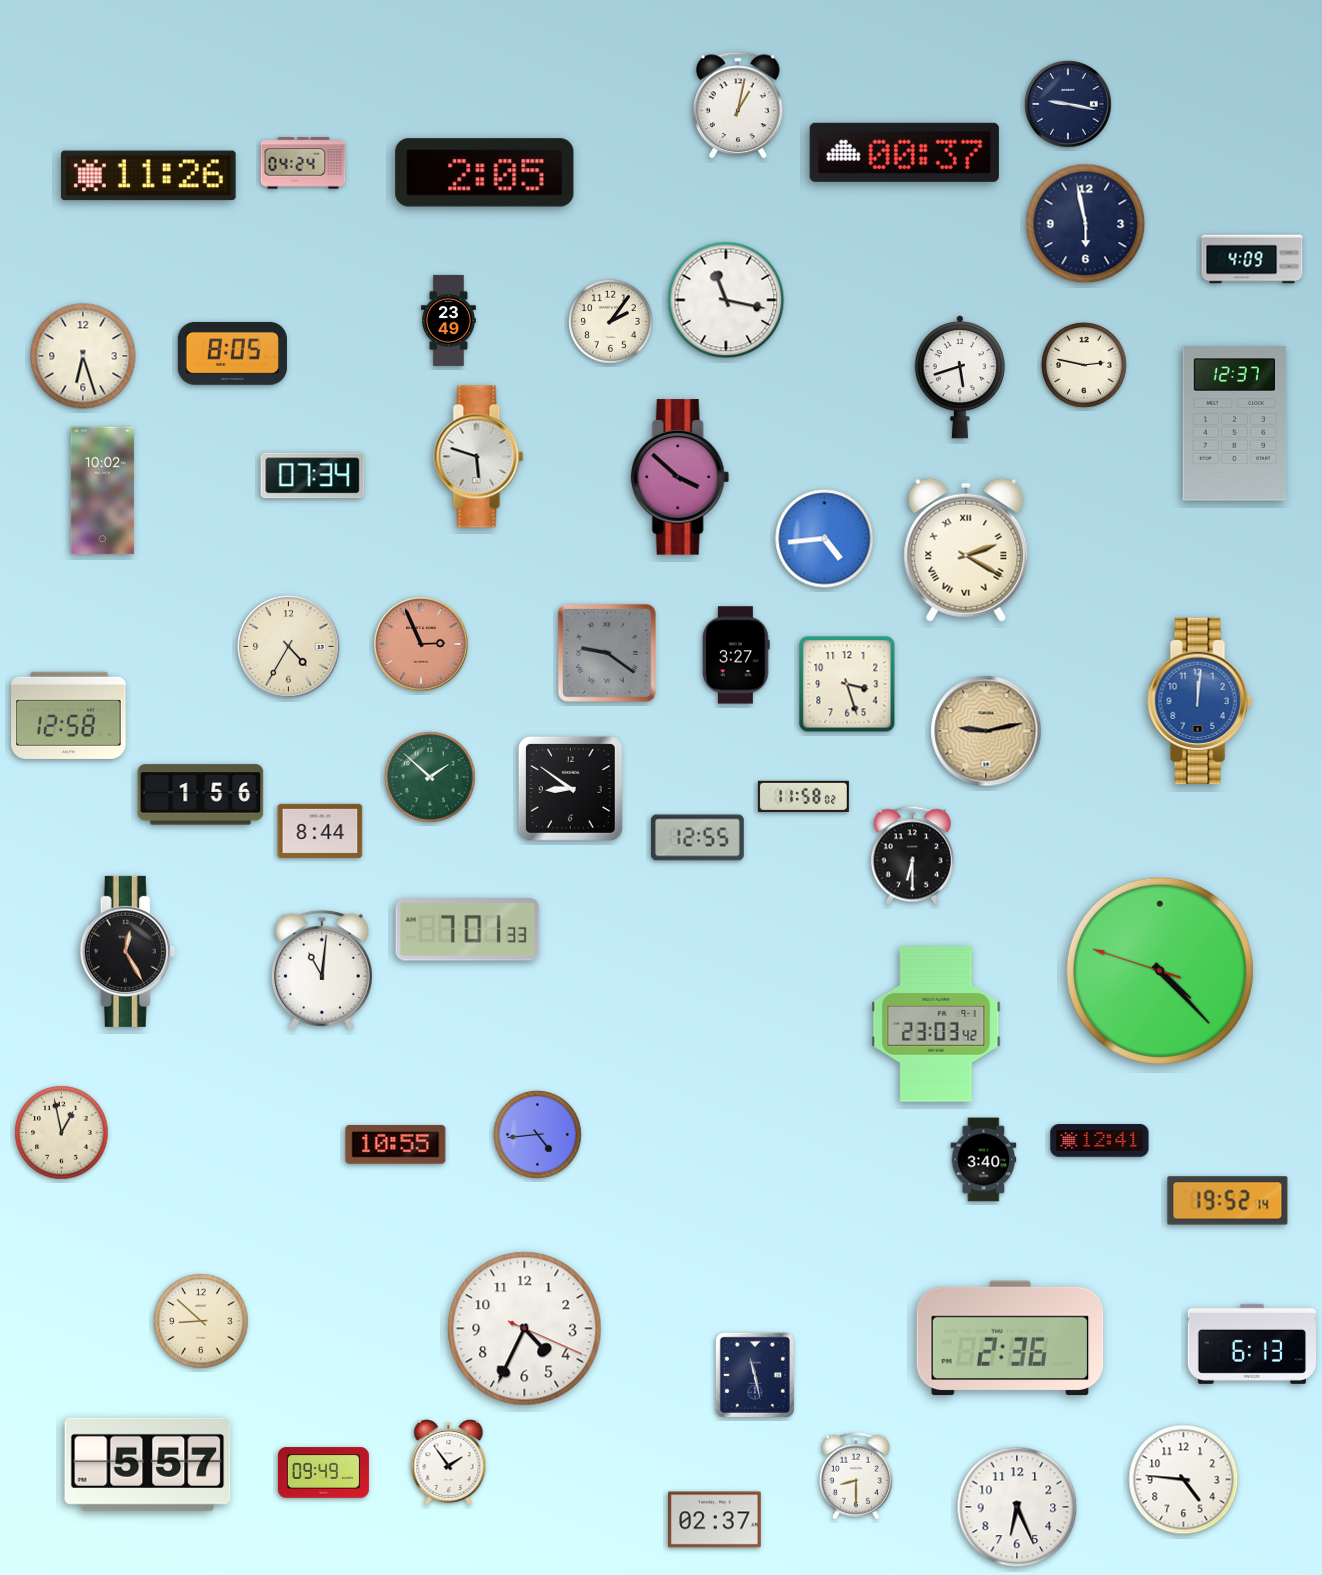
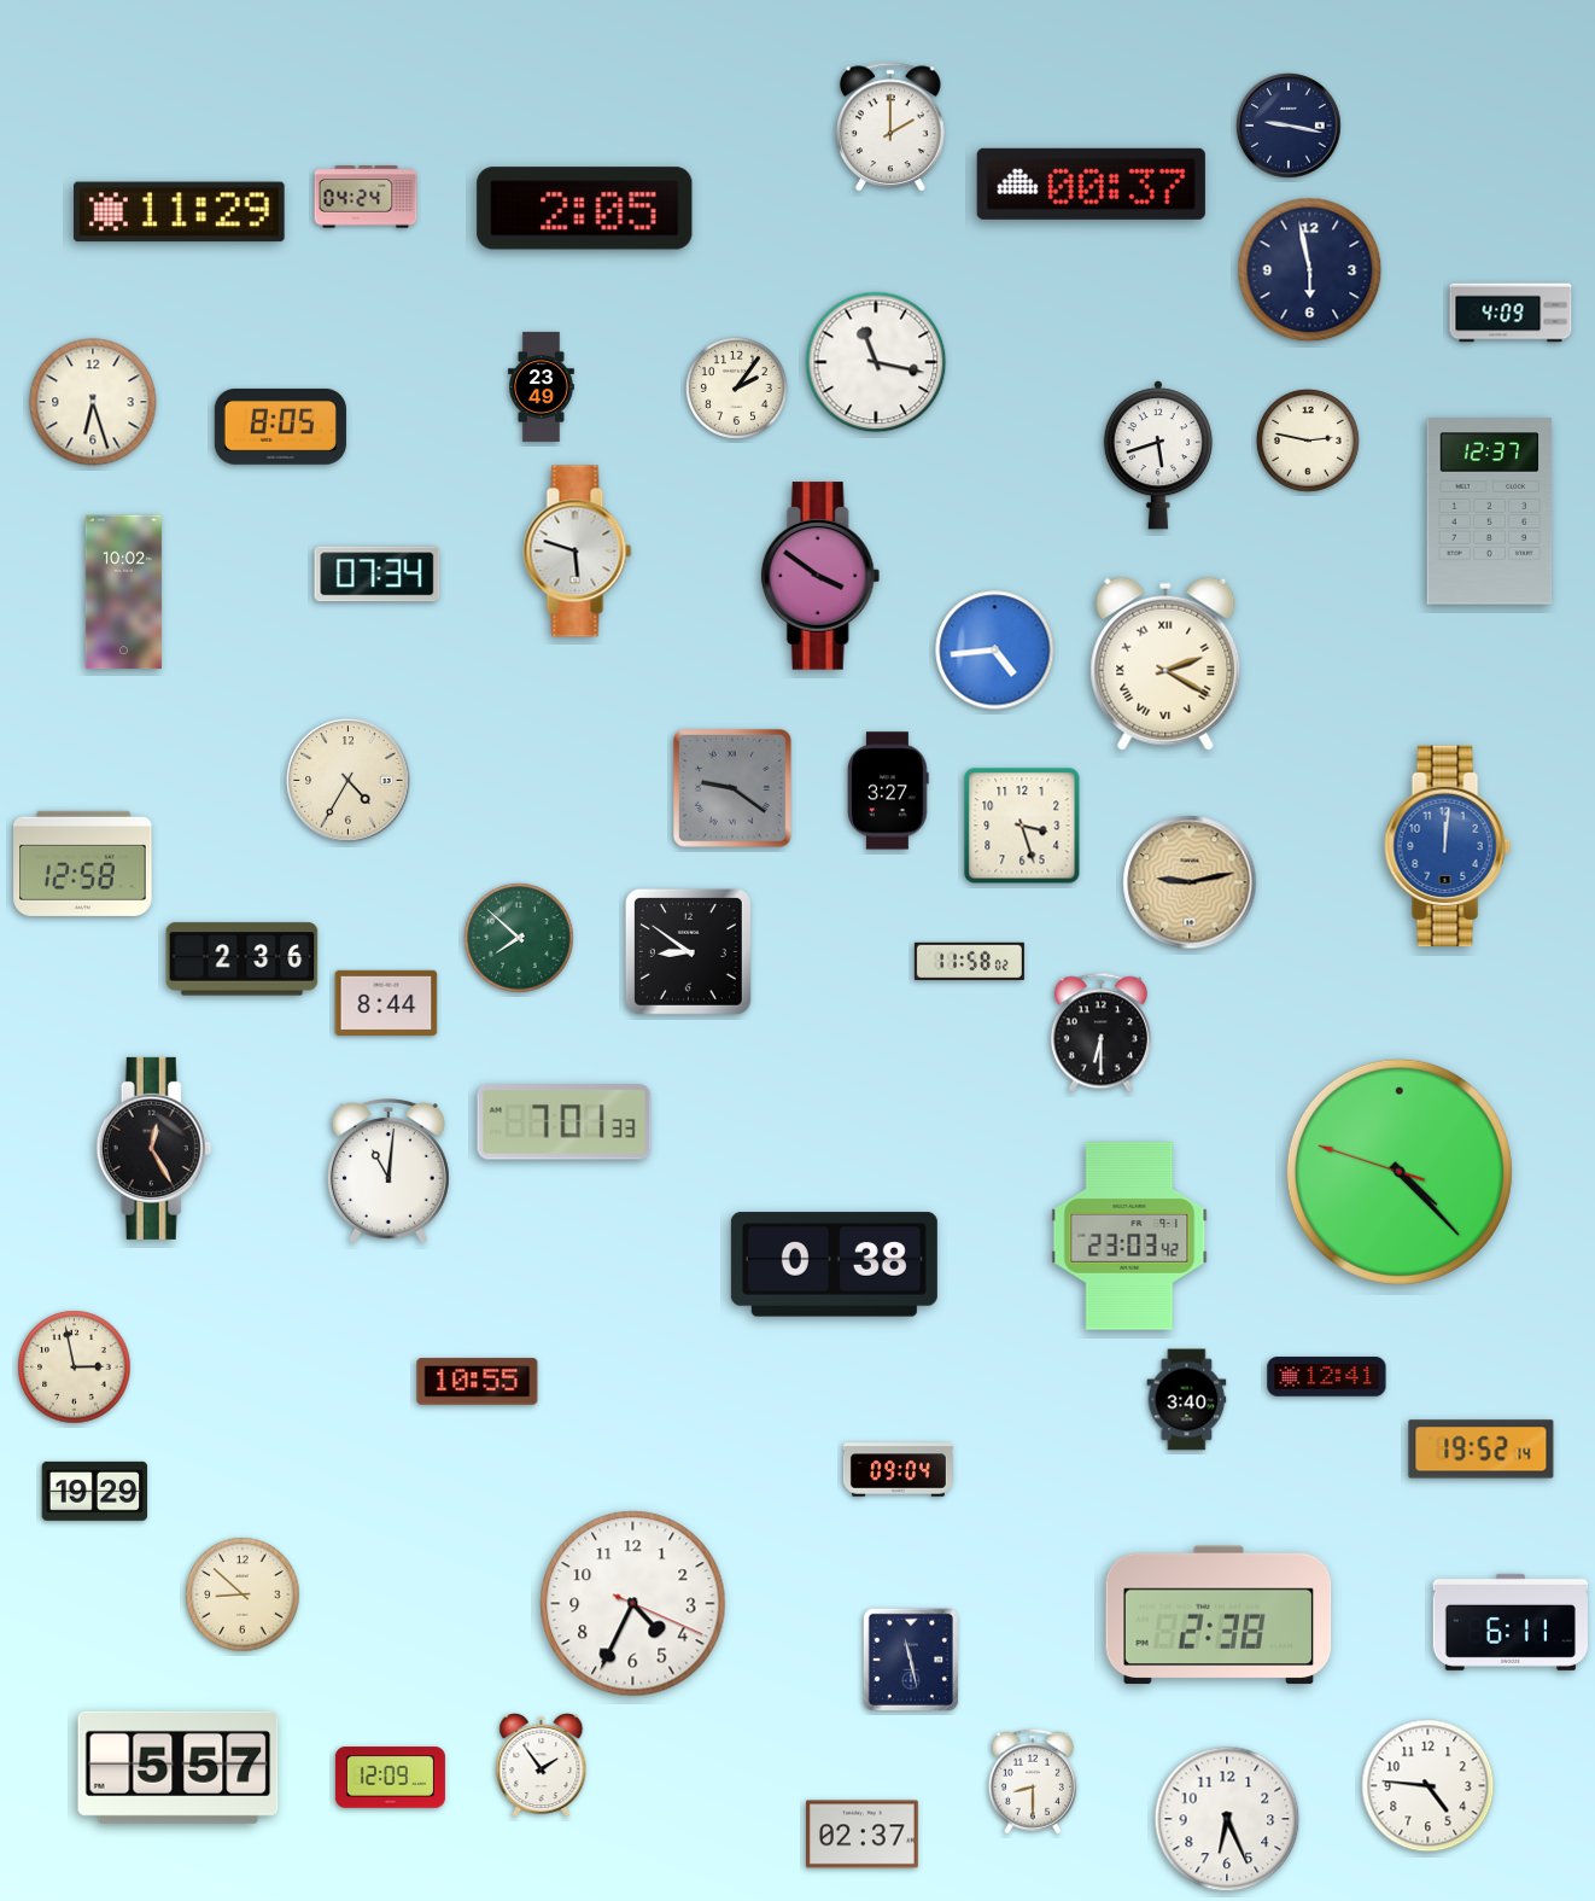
clock at (738, 106): 1:02 -> 2:00
clock at (149, 176): 11:26 -> 11:29
clock at (83, 356) position: (83, 356) -> (93, 402)
clock at (680, 477): 3:52 -> 3:51
clock at (421, 644): 2:56 -> none
clock at (430, 777): 1:52 -> 7:52
clock at (201, 795): 1:56 -> 2:36
clock at (698, 838): 12:55 -> none
clock at (834, 1265): none -> 0:38
clock at (62, 1133): 12:58 -> 2:58
clock at (538, 1135): 4:44 -> none
clock at (898, 1470): none -> 09:04
clock at (95, 1491): none -> 19:29
clock at (1010, 1338): 2:36 -> 2:38
clock at (1251, 1344): 6:13 -> 6:11
clock at (323, 1473): 09:49 -> 12:09
